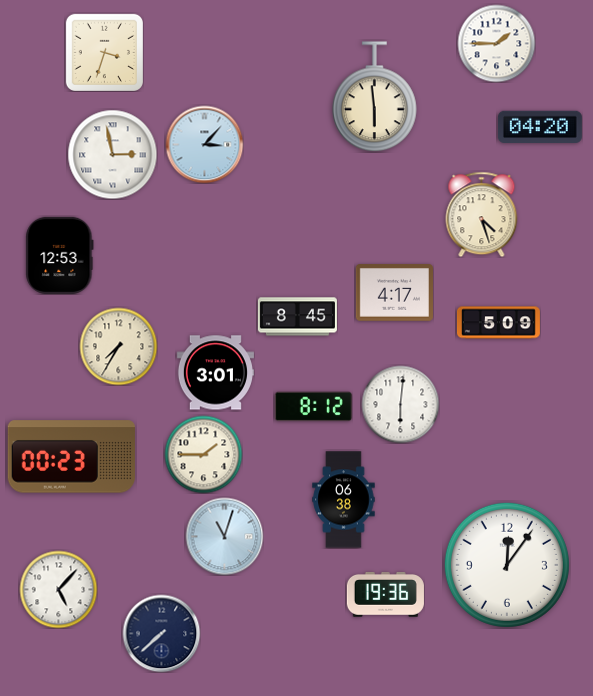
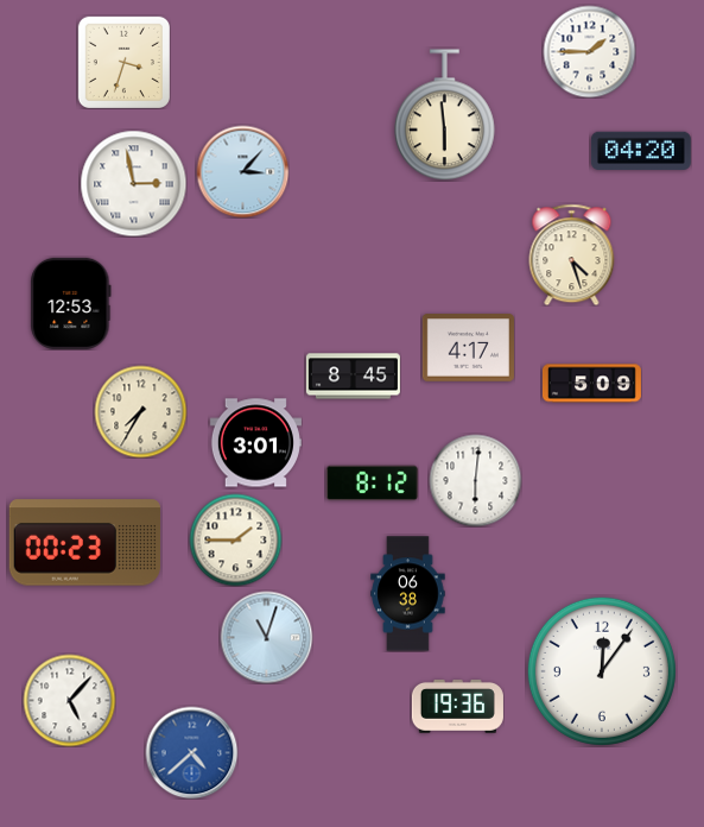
clock at (203, 454) position: (203, 454) -> (235, 539)
clock at (161, 633): 7:38 -> 4:38
clock at (161, 633) dial: navy -> blue
